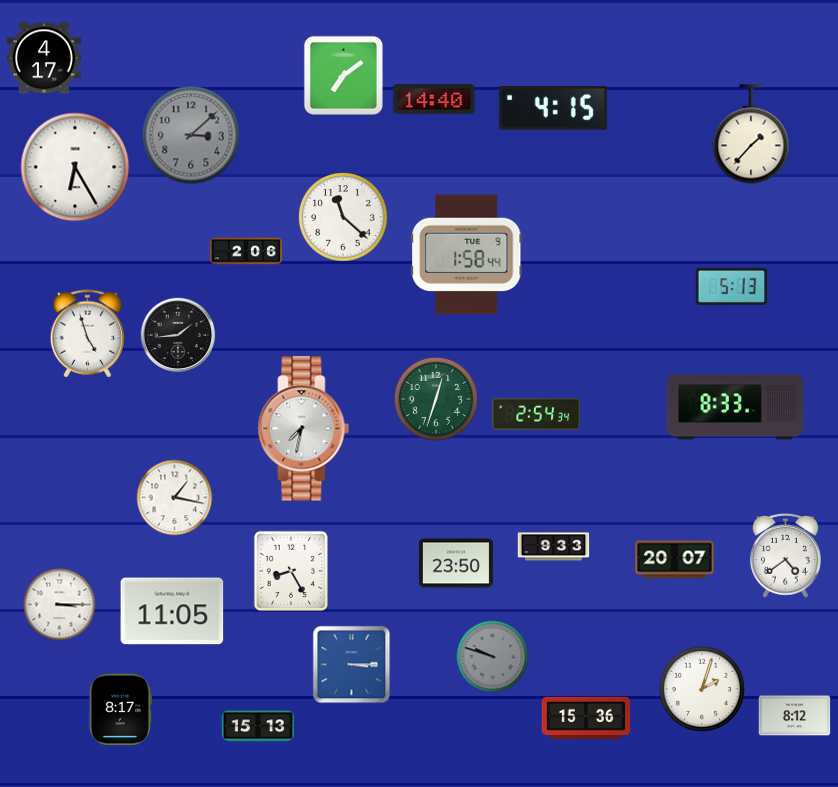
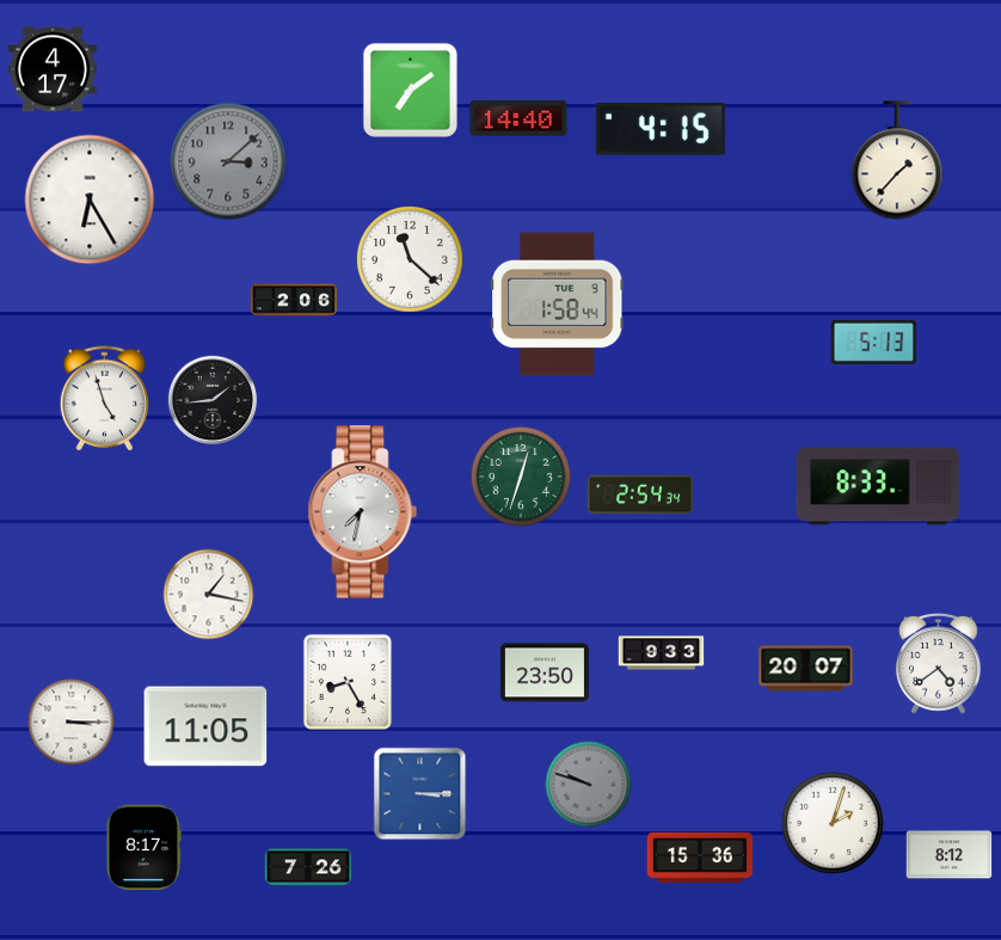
clock at (172, 611) position: (172, 611) -> (205, 726)
clock at (702, 689) position: (702, 689) -> (833, 823)
clock at (258, 726): 15:13 -> 7:26
